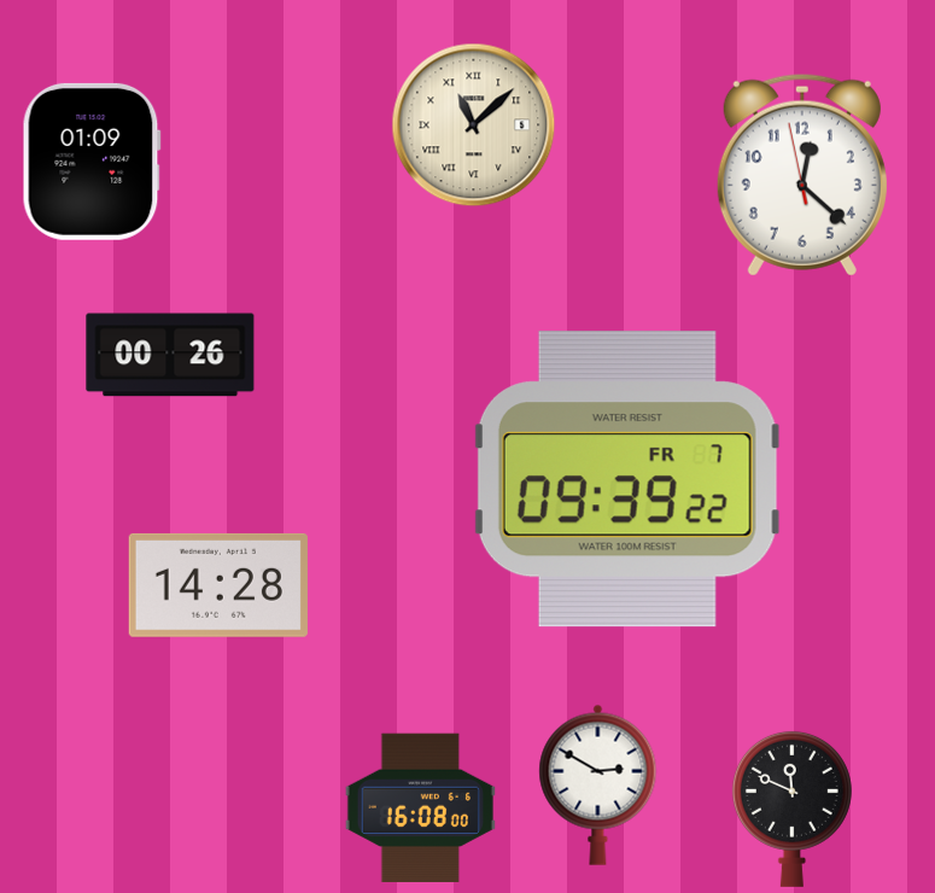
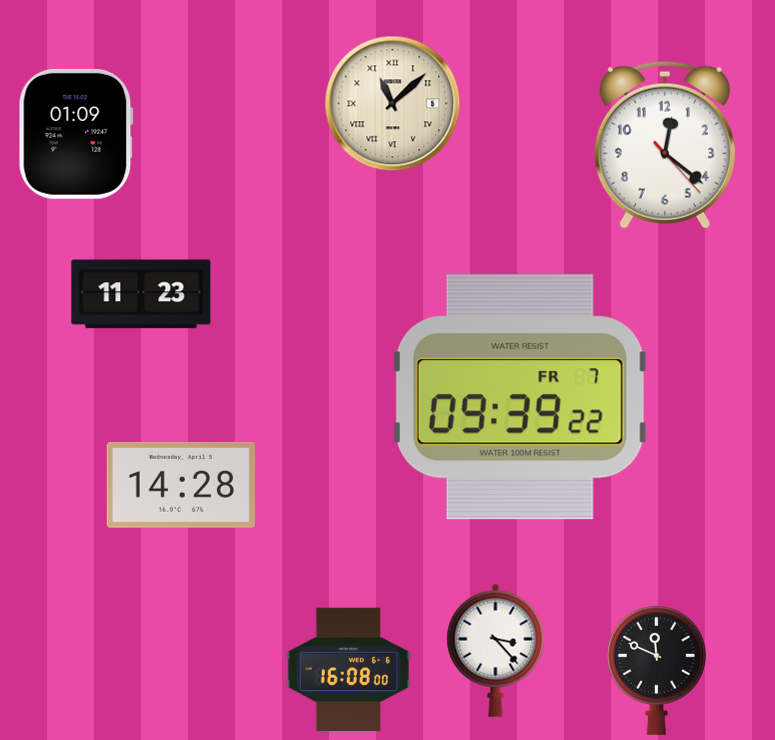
clock at (802, 175): 12:21:58 -> 12:21:23
clock at (170, 355): 00:26 -> 11:23
clock at (598, 784): 2:50 -> 3:23
